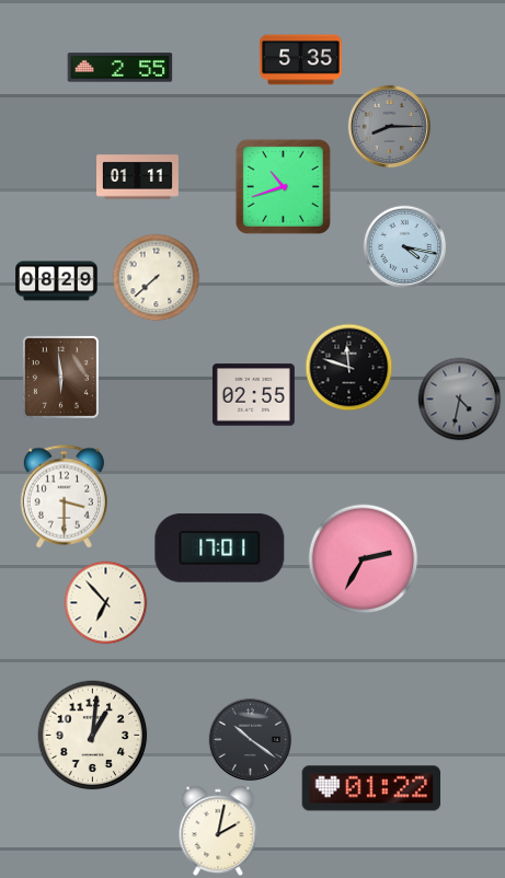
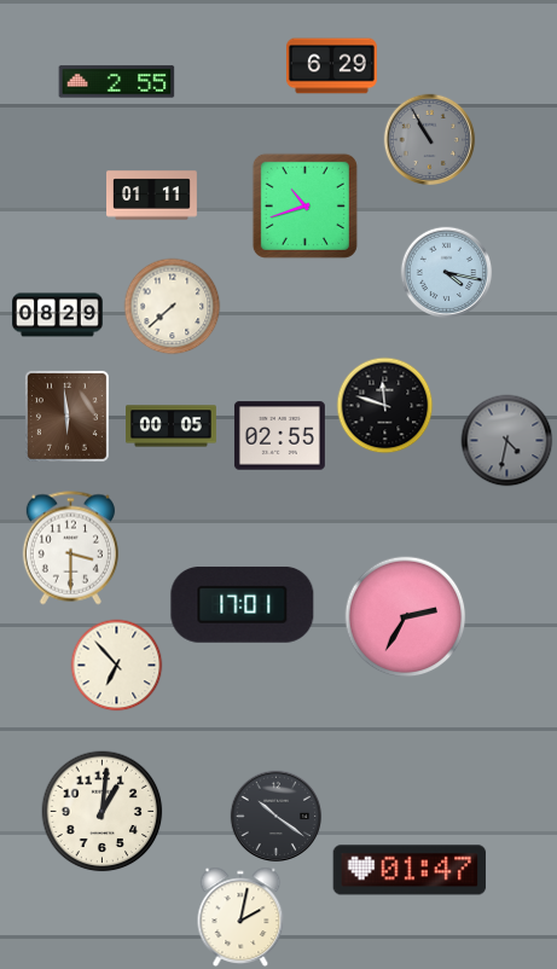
clock at (300, 60): 5:35 -> 6:29
clock at (120, 68) position: (120, 68) -> (117, 82)
clock at (390, 127): 8:15 -> 10:55
clock at (283, 186) position: (283, 186) -> (304, 205)
clock at (57, 281) position: (57, 281) -> (58, 315)
clock at (172, 427): none -> 00:05
clock at (364, 559) position: (364, 559) -> (406, 617)
clock at (371, 788): 01:22 -> 01:47
